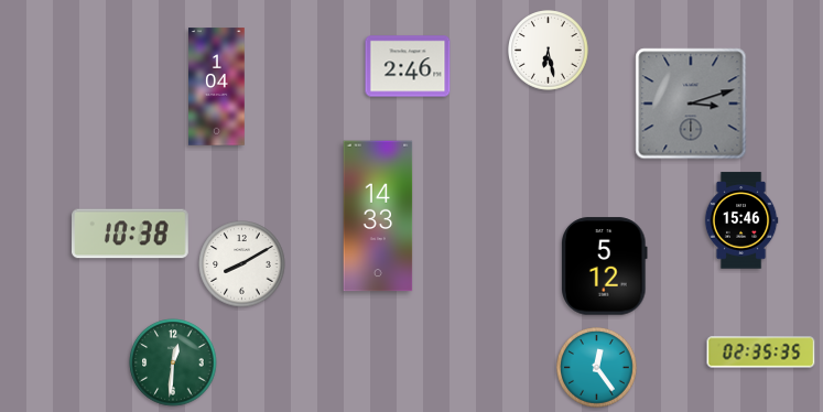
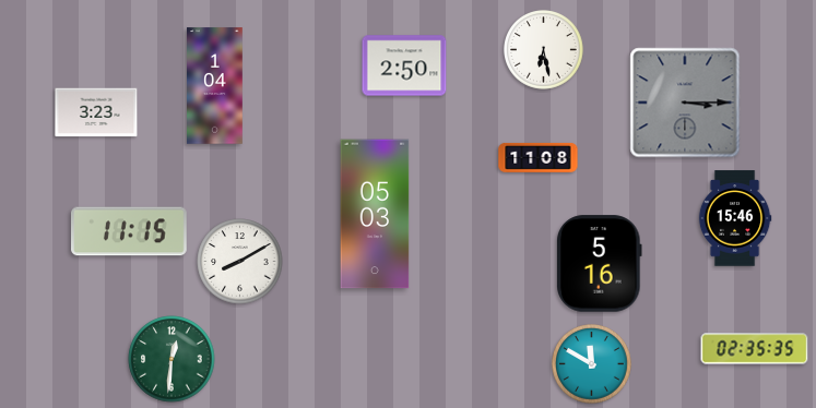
clock at (408, 66): 2:46 -> 2:50
clock at (691, 104): 3:12 -> 3:15
clock at (96, 112): none -> 3:23
clock at (539, 157): none -> 11:08
clock at (378, 216): 14:33 -> 05:03
clock at (131, 234): 10:38 -> 11:15
clock at (605, 267): 5:12 -> 5:16
clock at (597, 368): 12:24 -> 11:50
